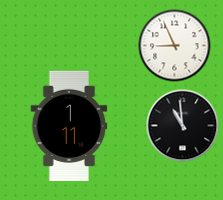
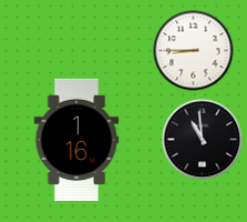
clock at (175, 46): 8:56 -> 8:45
clock at (69, 125): 1:11 -> 1:16
